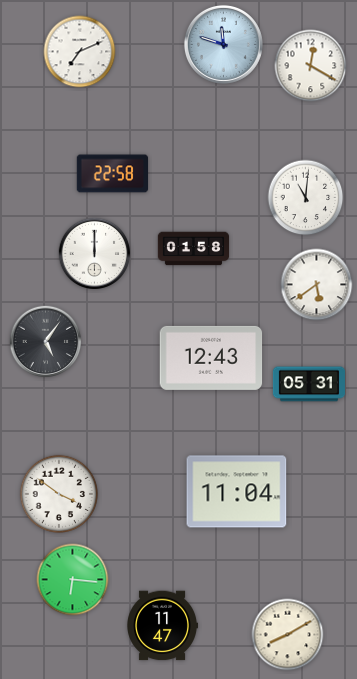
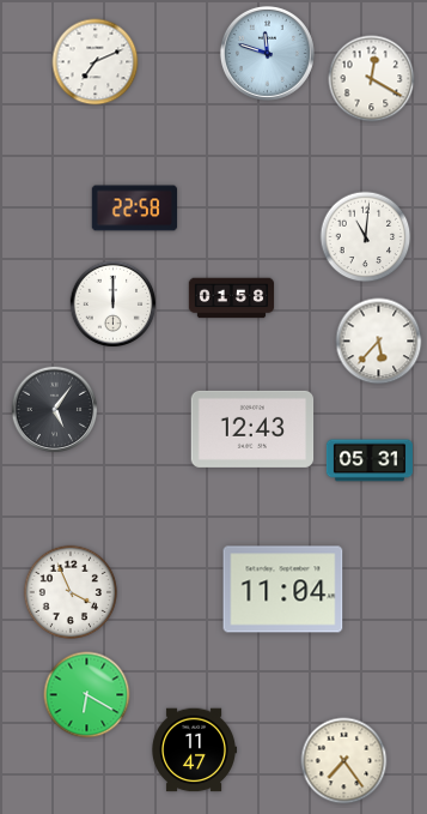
clock at (317, 285): 5:39 -> 5:37
clock at (59, 494): 3:51 -> 3:56
clock at (73, 580): 6:16 -> 6:20
clock at (288, 635): 8:10 -> 7:24
